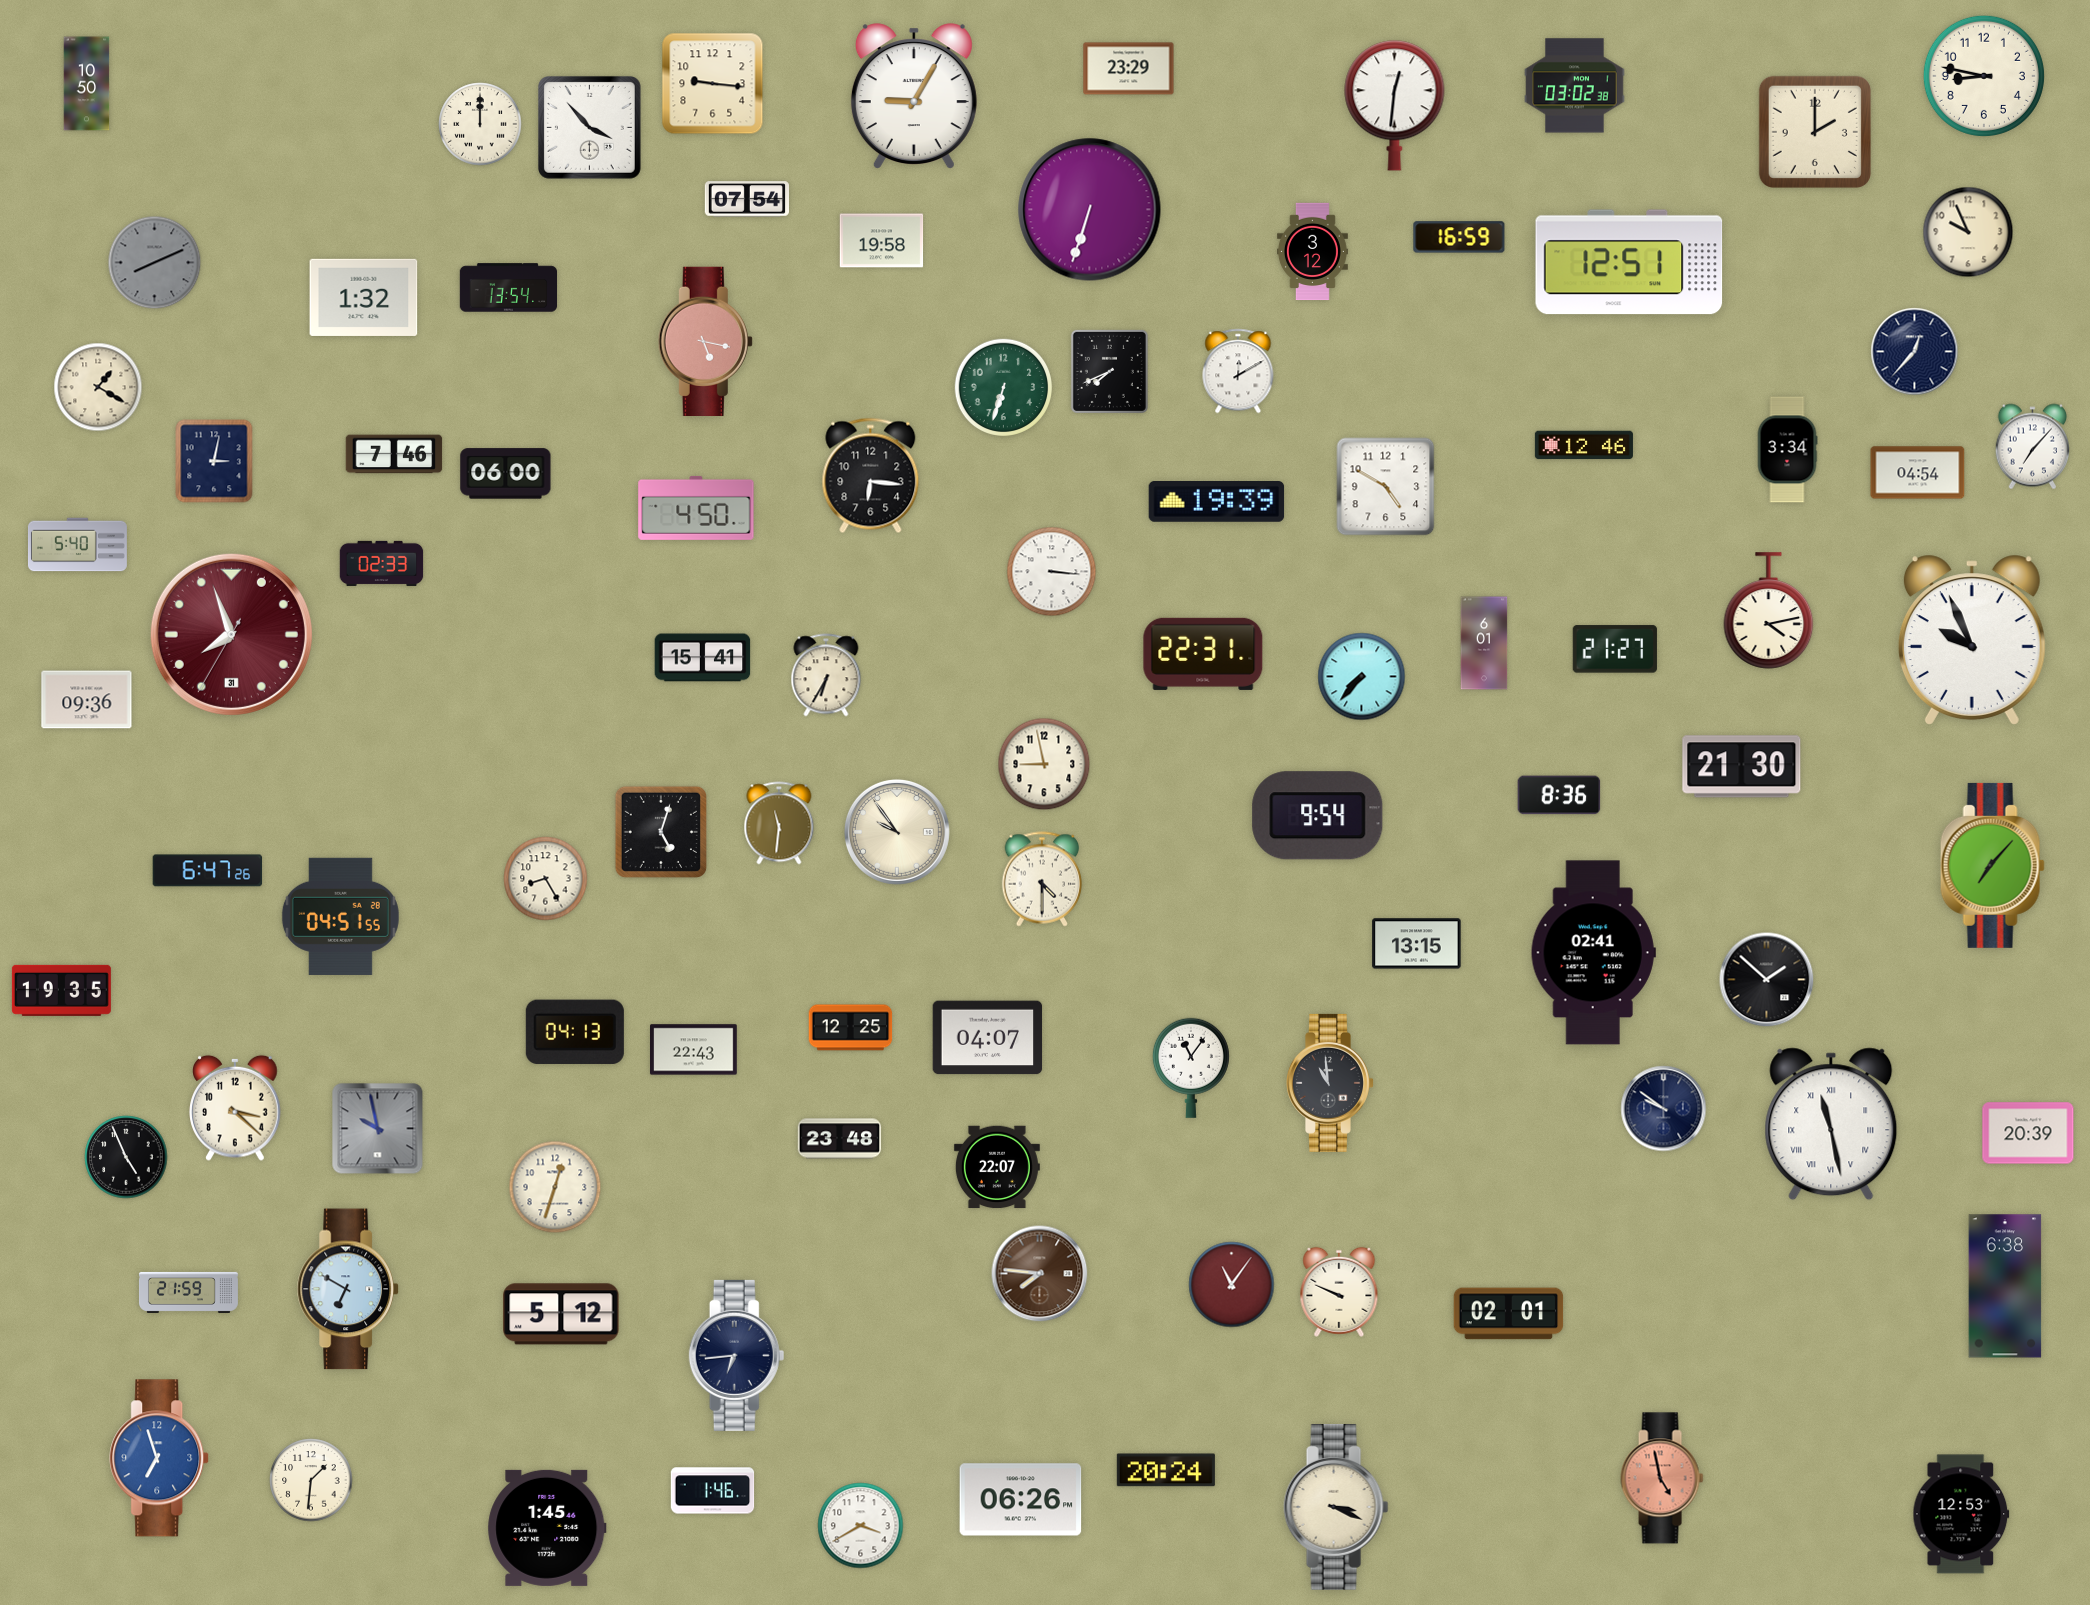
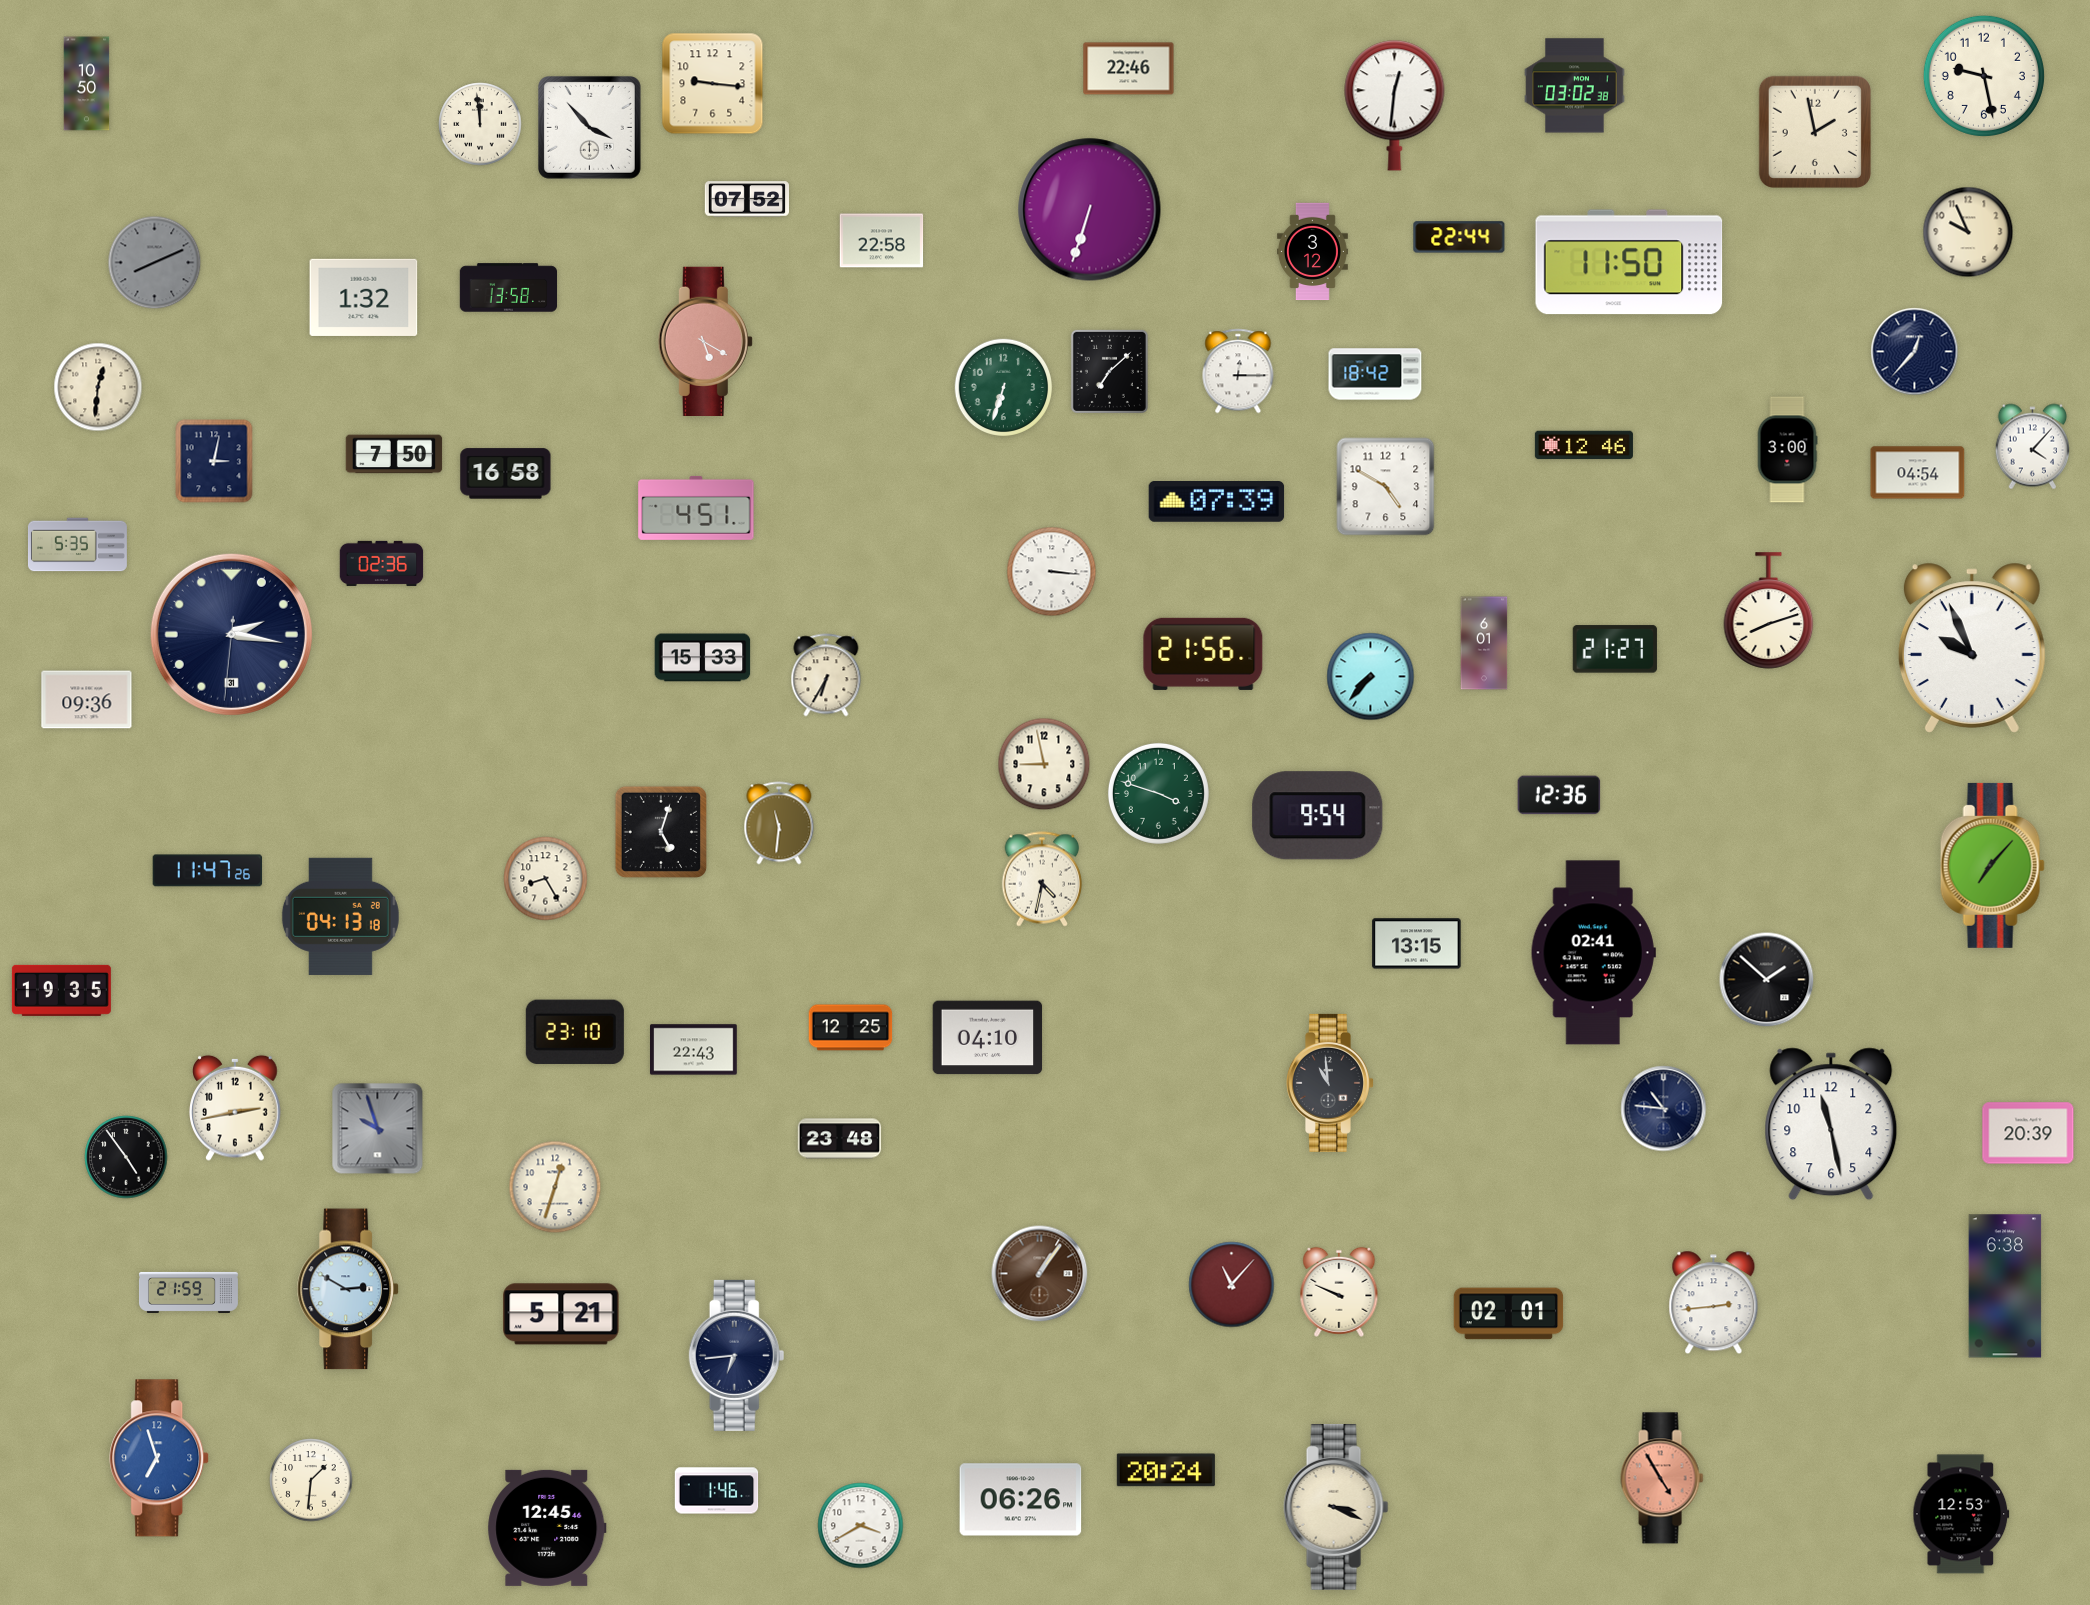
clock at (1129, 69): 23:29 -> 22:46
clock at (1984, 76): 8:47 -> 9:28
clock at (914, 96): 9:05 -> none
clock at (480, 124): 12:00 -> 11:59
clock at (1815, 132): 2:00 -> 1:58
clock at (746, 199): 07:54 -> 07:52
clock at (1459, 237): 16:59 -> 22:44
clock at (882, 241): 19:58 -> 22:58
clock at (1629, 262): 12:51 -> 11:50
clock at (509, 288): 13:54 -> 13:58
clock at (705, 341): 5:17 -> 5:20
clock at (1109, 371): 7:41 -> 7:08
clock at (1238, 371): 12:10 -> 12:15
clock at (1375, 374): none -> 18:42
clock at (98, 387): 1:20 -> 12:31
clock at (2033, 447): 7:07 -> 4:07
clock at (1787, 450): 3:34 -> 3:00
clock at (394, 454): 7:46 -> 7:50
clock at (506, 474): 06:00 -> 16:58
clock at (871, 476): 6:16 -> none
clock at (1217, 502): 19:39 -> 07:39
clock at (696, 508): 4:50 -> 4:51
clock at (77, 545): 5:40 -> 5:35
clock at (382, 563): 02:33 -> 02:36
clock at (1769, 611): 4:13 -> 8:12
clock at (231, 634): 7:56 -> 2:16
clock at (231, 634) dial: burgundy -> navy
clock at (1972, 640) position: (1972, 640) -> (1972, 648)
clock at (1203, 654): 22:31 -> 21:56
clock at (703, 658): 15:41 -> 15:33
clock at (1362, 677) position: (1362, 677) -> (1371, 677)
clock at (1742, 767): 21:30 -> none
clock at (1158, 793): none -> 3:48
clock at (1559, 795): 8:36 -> 12:36
clock at (897, 832): 9:54 -> none
clock at (208, 871): 6:47 -> 11:47
clock at (1042, 879): 4:30 -> 4:32
clock at (340, 916): 04:51 -> 04:13
clock at (575, 1032): 04:13 -> 23:10
clock at (988, 1038): 04:07 -> 04:10
clock at (1191, 1068): 11:06 -> none
clock at (235, 1108): 3:22 -> 2:43
clock at (1664, 1109): 9:51 -> 10:46
clock at (1831, 1124) numerals: Roman -> Arabic
clock at (378, 1129): 9:58 -> 9:57
clock at (126, 1157): 4:56 -> 4:54
clock at (997, 1167): 22:07 -> none
clock at (1040, 1274): 7:46 -> 1:06
clock at (1232, 1285): 11:06 -> 11:07
clock at (348, 1289): 6:50 -> 2:50
clock at (1714, 1303): none -> 2:44
clock at (561, 1314): 5:12 -> 5:21
clock at (1662, 1478): 4:58 -> 4:55
clock at (713, 1491) position: (713, 1491) -> (717, 1491)
clock at (547, 1528): 1:45 -> 12:45
